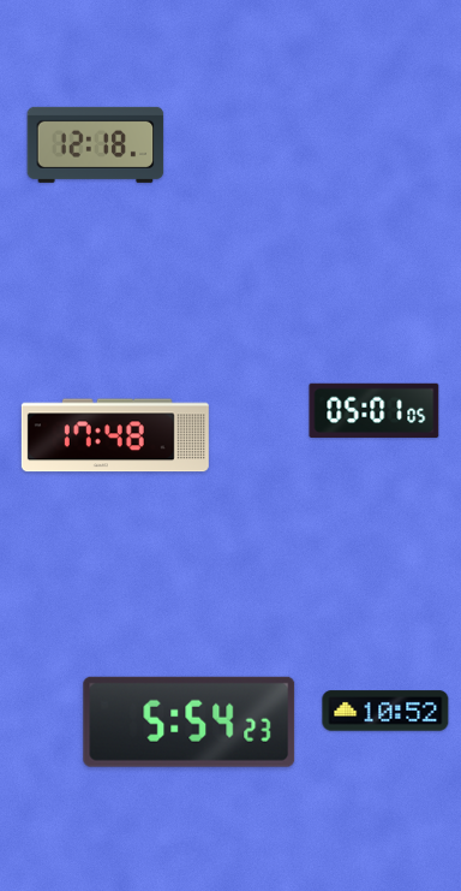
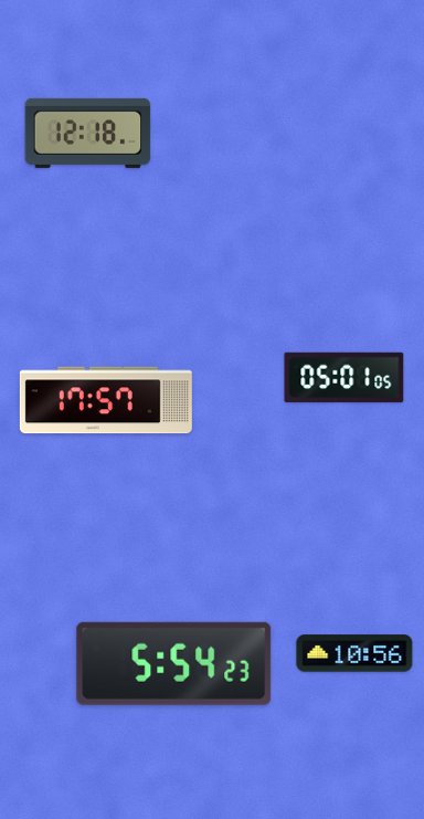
clock at (115, 435): 17:48 -> 17:57
clock at (385, 711): 10:52 -> 10:56
